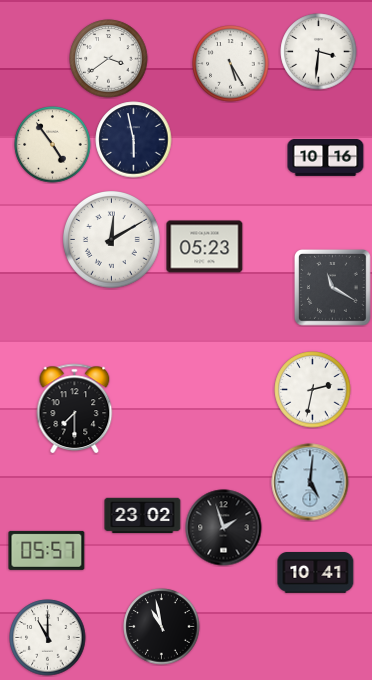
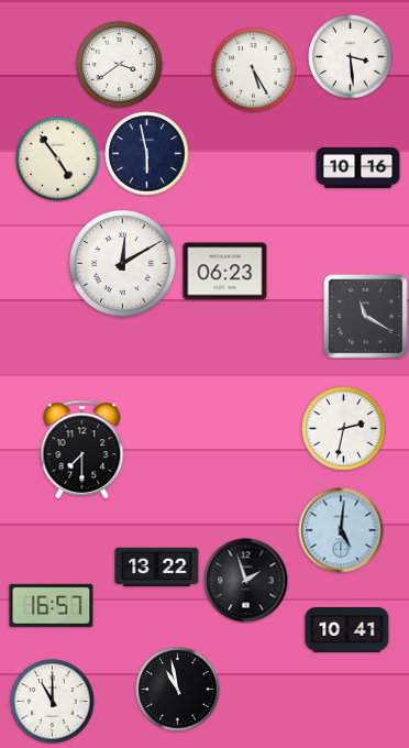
clock at (319, 52): 3:31 -> 3:29
clock at (326, 158) position: (326, 158) -> (358, 168)
clock at (205, 247): 05:23 -> 06:23
clock at (143, 516): 23:02 -> 13:22
clock at (47, 550): 05:57 -> 16:57
